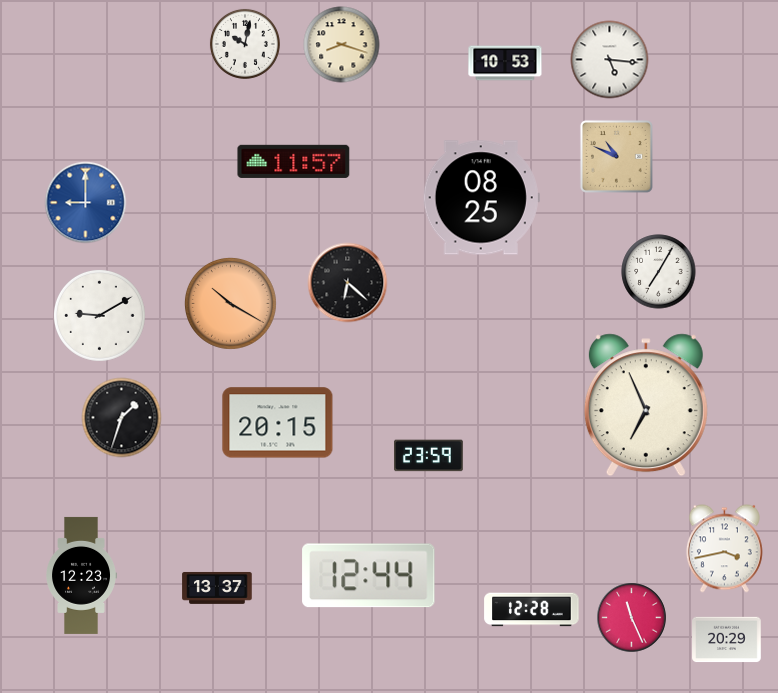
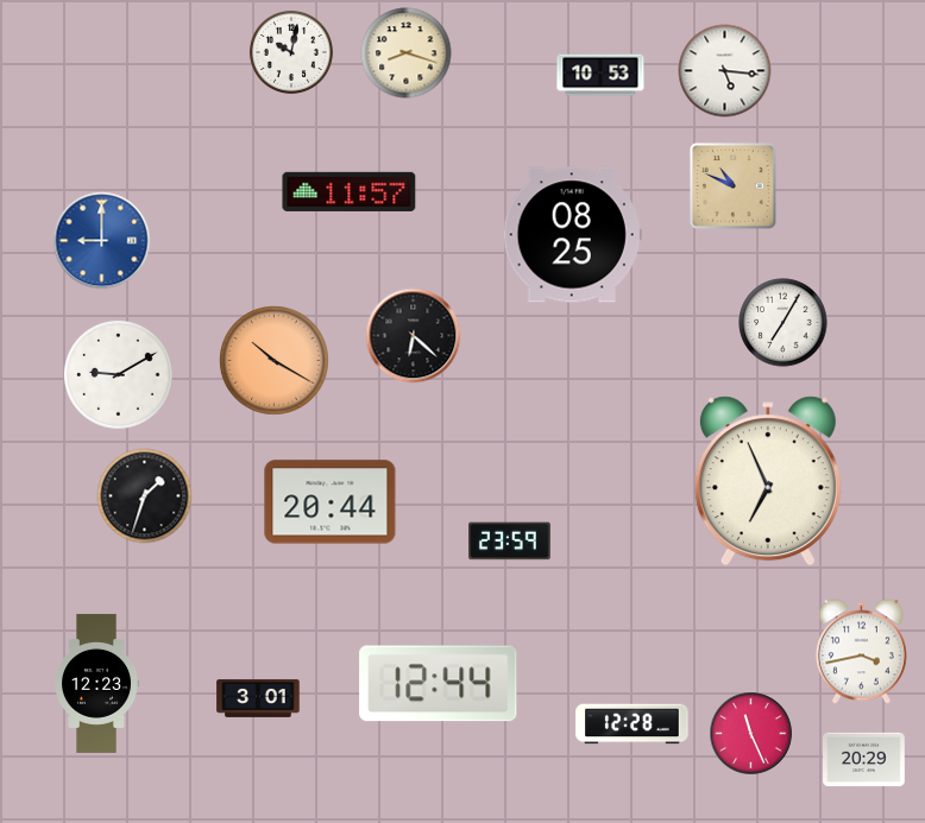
clock at (278, 423): 20:15 -> 20:44
clock at (217, 588): 13:37 -> 3:01
